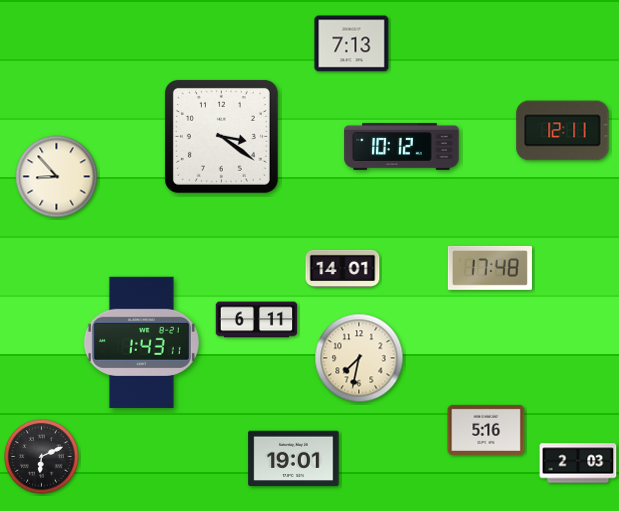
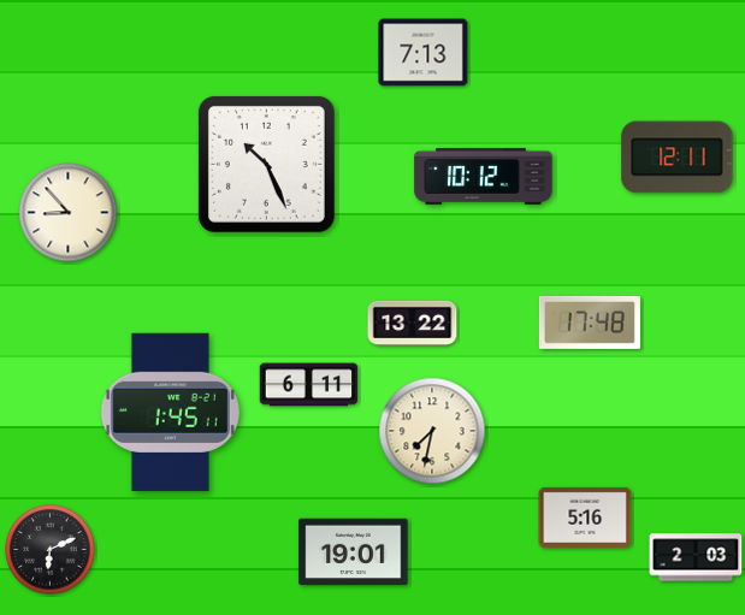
clock at (221, 136): 3:21 -> 10:26
clock at (343, 268): 14:01 -> 13:22
clock at (141, 342): 1:43 -> 1:45
